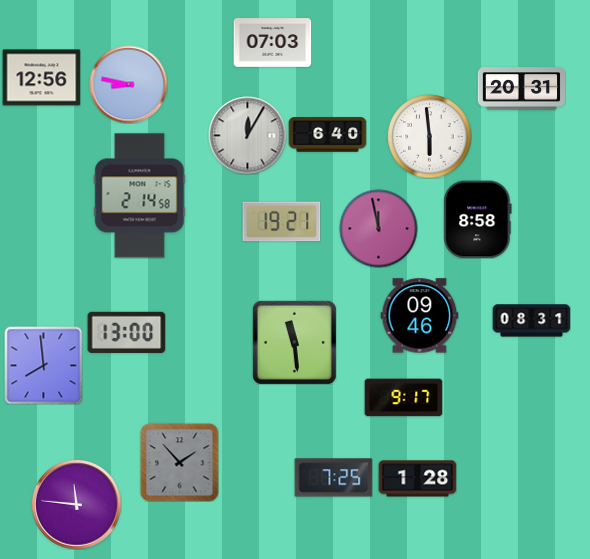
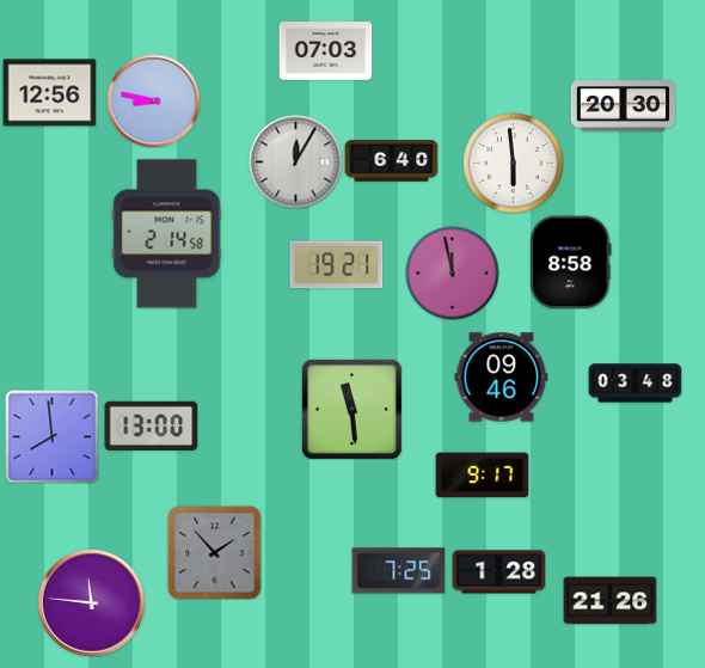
clock at (521, 89): 20:31 -> 20:30
clock at (531, 321): 08:31 -> 03:48
clock at (126, 332) position: (126, 332) -> (151, 425)
clock at (609, 601): none -> 21:26
